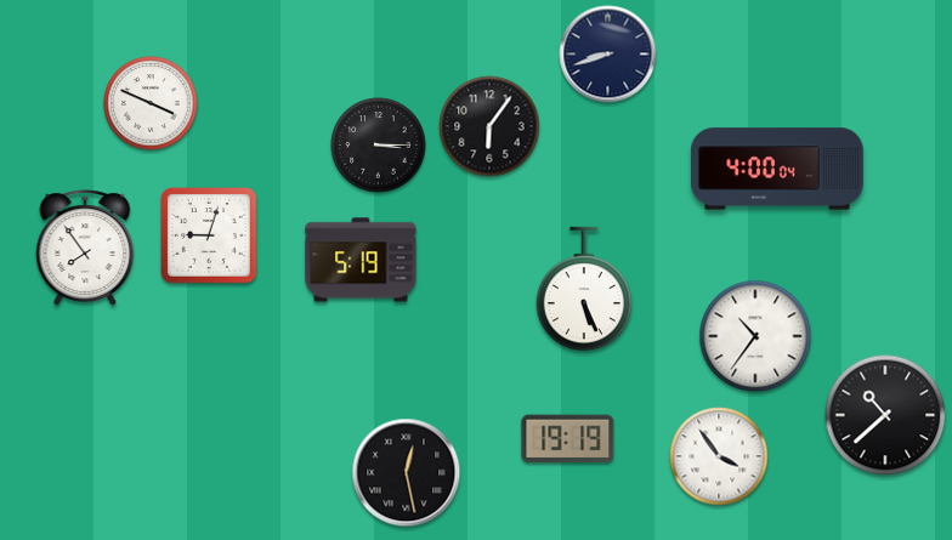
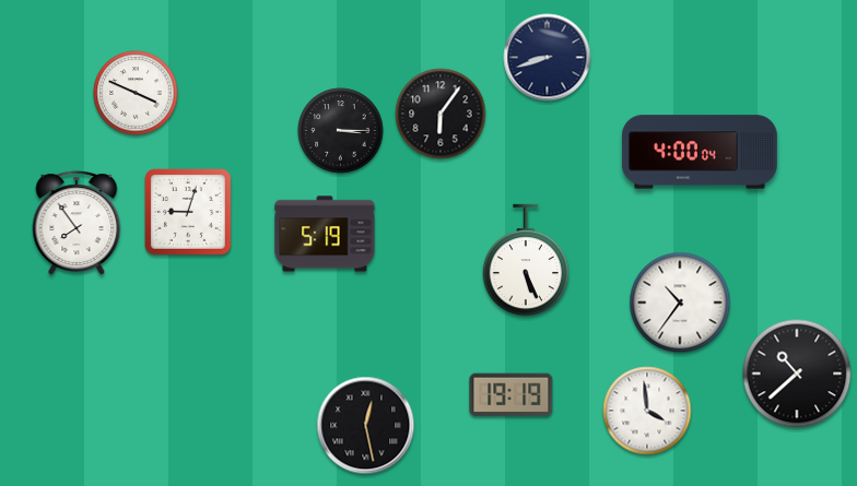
clock at (608, 55) position: (608, 55) -> (548, 58)
clock at (719, 456): 3:54 -> 3:59
